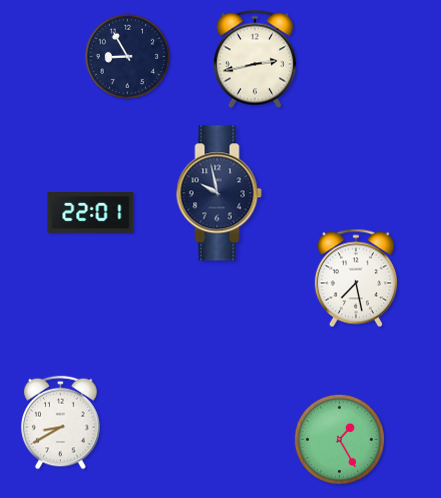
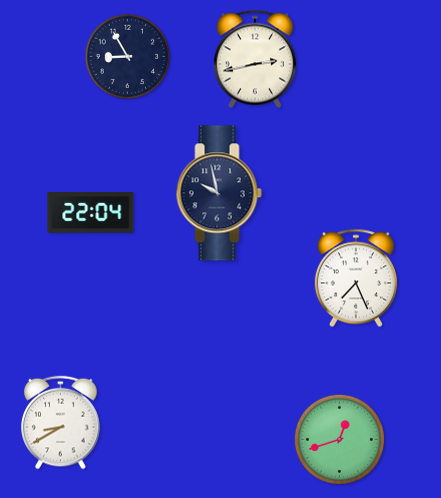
clock at (91, 213): 22:01 -> 22:04
clock at (356, 278): 7:28 -> 7:26
clock at (339, 439): 1:25 -> 12:42
